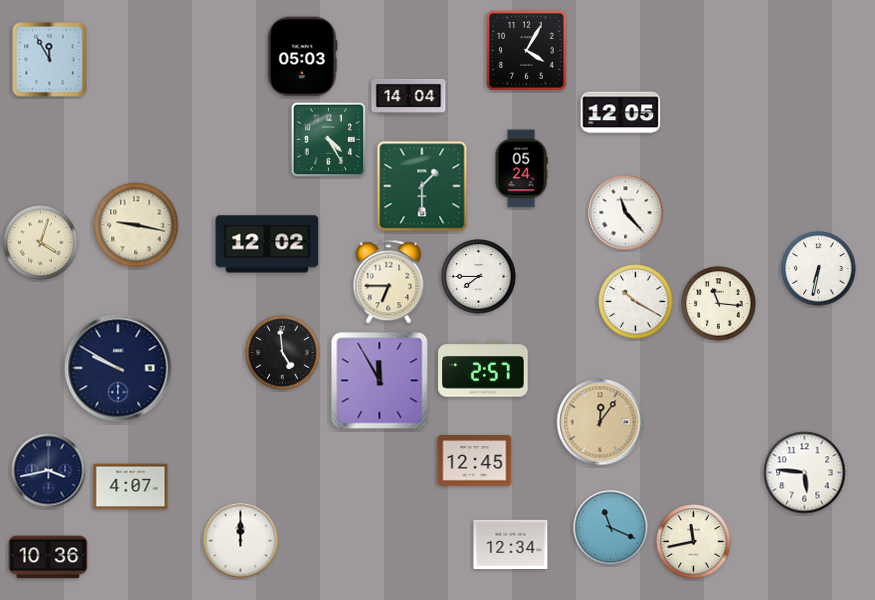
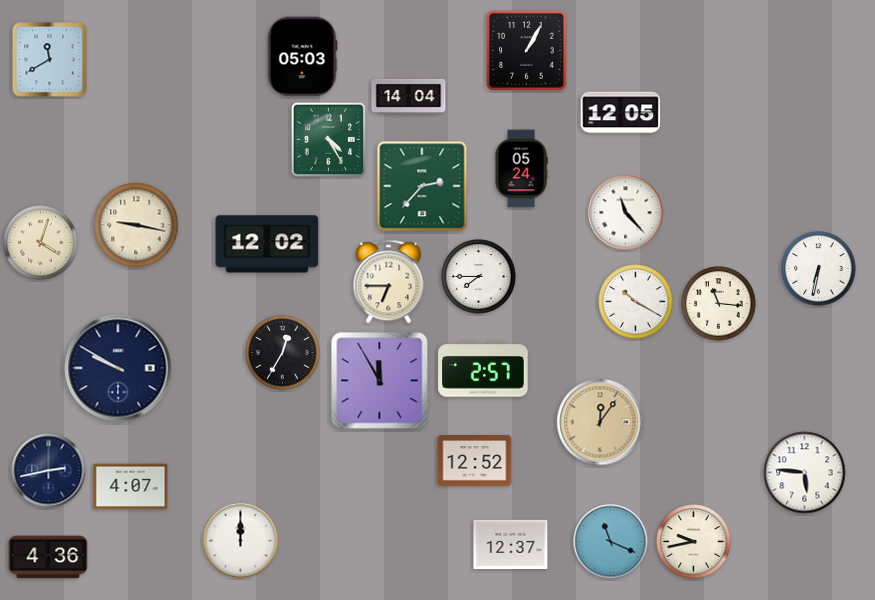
clock at (527, 51): 4:05 -> 1:05
clock at (50, 60): 11:55 -> 11:40
clock at (422, 186): 1:30 -> 2:37
clock at (283, 353): 4:59 -> 12:35
clock at (475, 461): 12:45 -> 12:52
clock at (49, 471): 3:43 -> 2:43
clock at (611, 528) position: (611, 528) -> (611, 542)
clock at (694, 542): 11:43 -> 9:43
clock at (511, 545): 12:34 -> 12:37
clock at (48, 557): 10:36 -> 4:36
